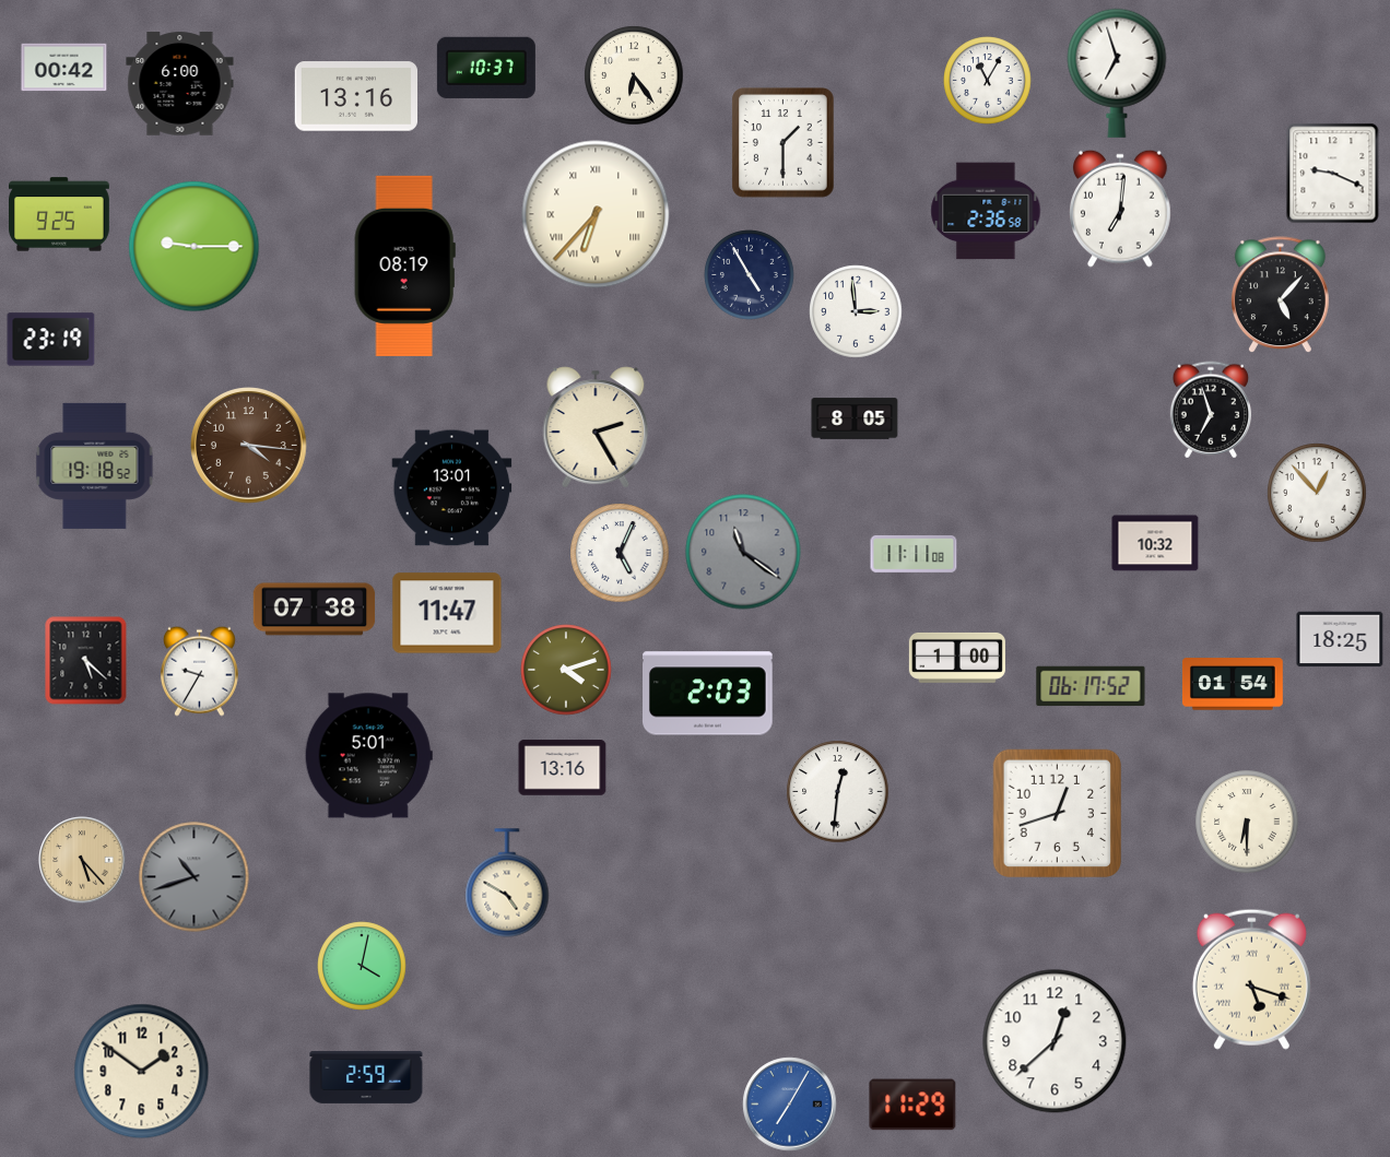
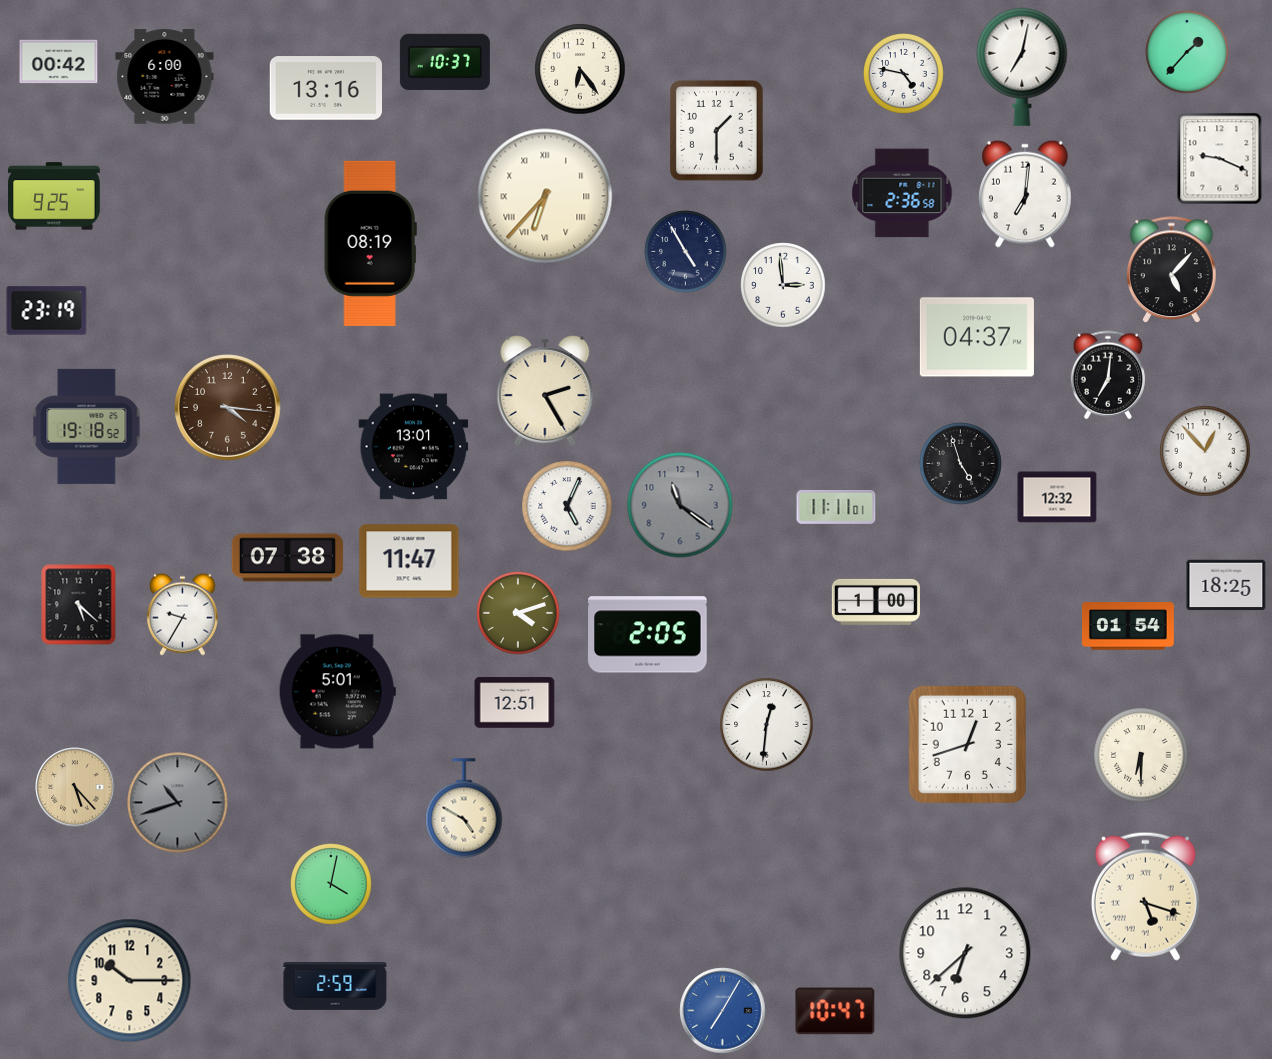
clock at (1187, 52): none -> 1:37
clock at (1117, 73): 6:57 -> 7:02
clock at (988, 81): 11:05 -> 4:47
clock at (1120, 209) position: (1120, 209) -> (1025, 194)
clock at (195, 247): 9:15 -> none
clock at (977, 337): none -> 04:37
clock at (1211, 410): 6:57 -> 7:01
clock at (855, 418): 8:05 -> none
clock at (961, 464): none -> 4:57
clock at (1155, 543): 10:32 -> 12:32
clock at (914, 554): 11:11:08 -> 11:11:01
clock at (1091, 686): 06:17 -> none
clock at (708, 694): 2:03 -> 2:05
clock at (563, 768): 13:16 -> 12:51
clock at (1247, 822) position: (1247, 822) -> (1141, 755)
clock at (1055, 1041): 12:38 -> 6:38
clock at (142, 1072): 1:51 -> 10:15
clock at (912, 1105): 11:29 -> 10:47
